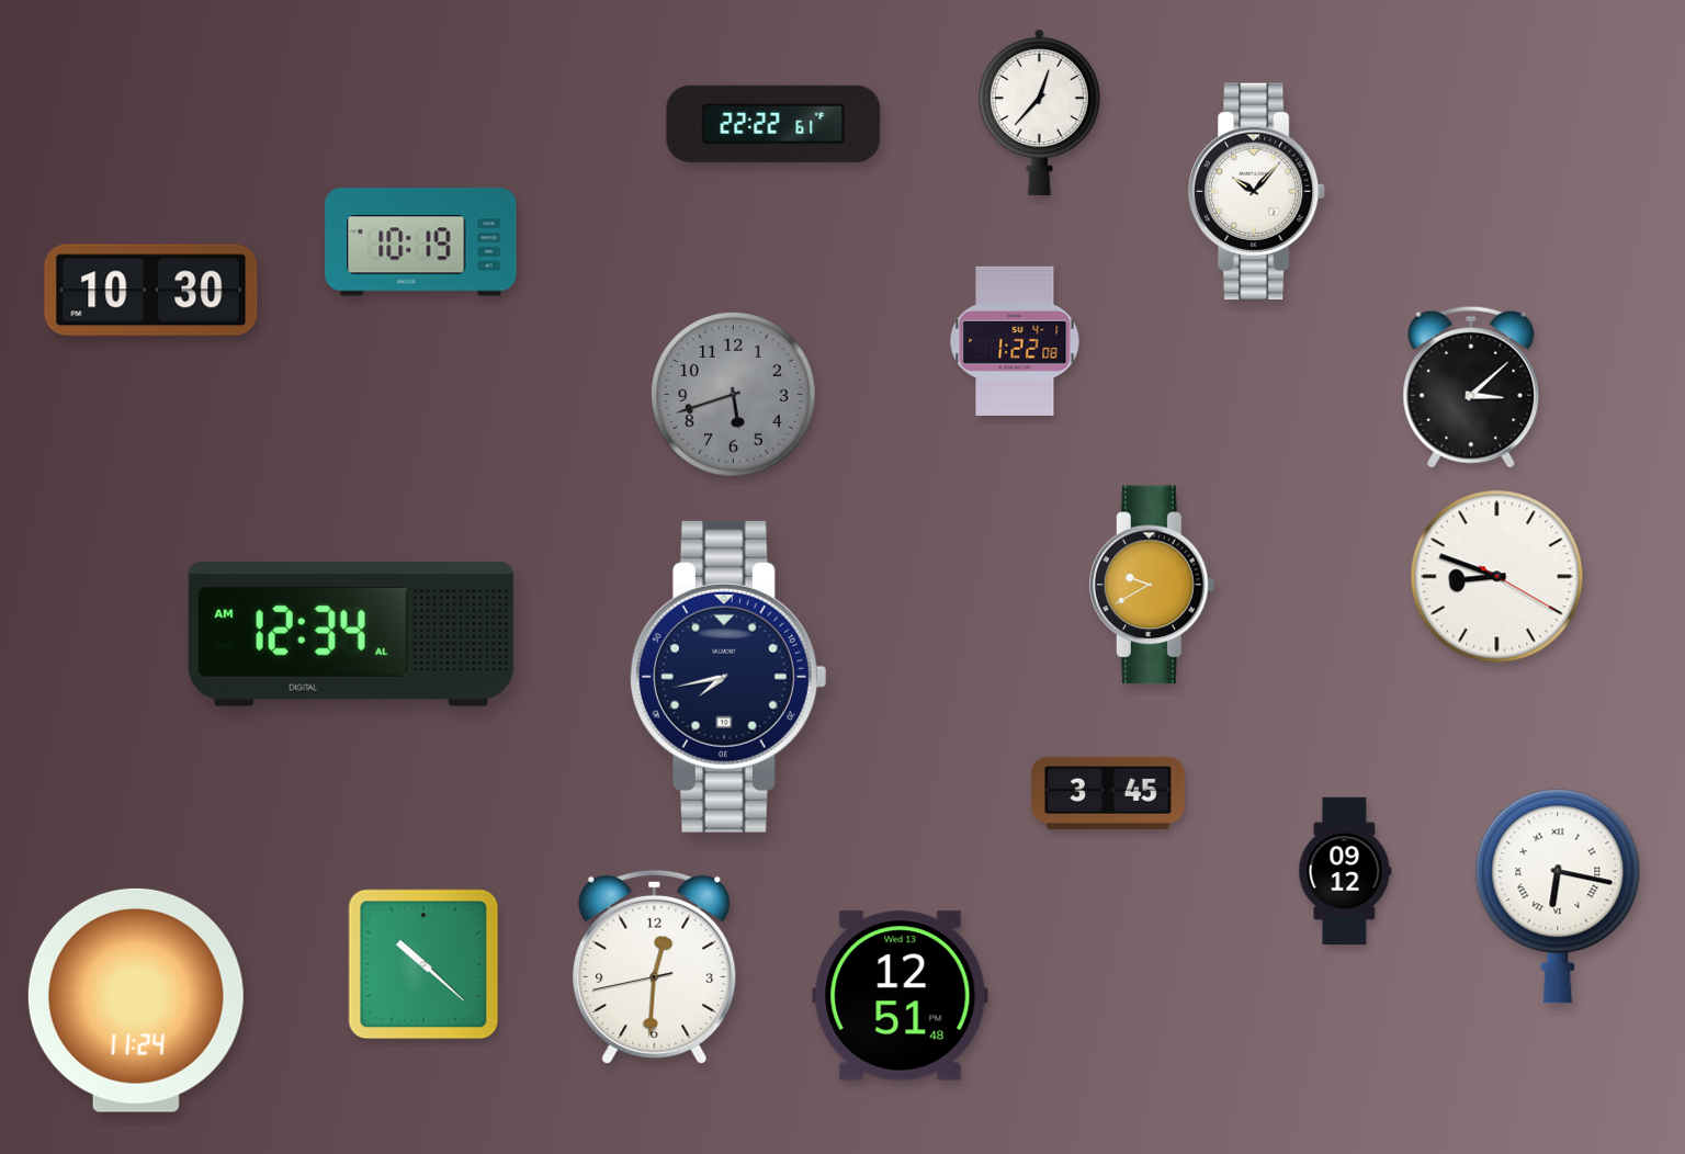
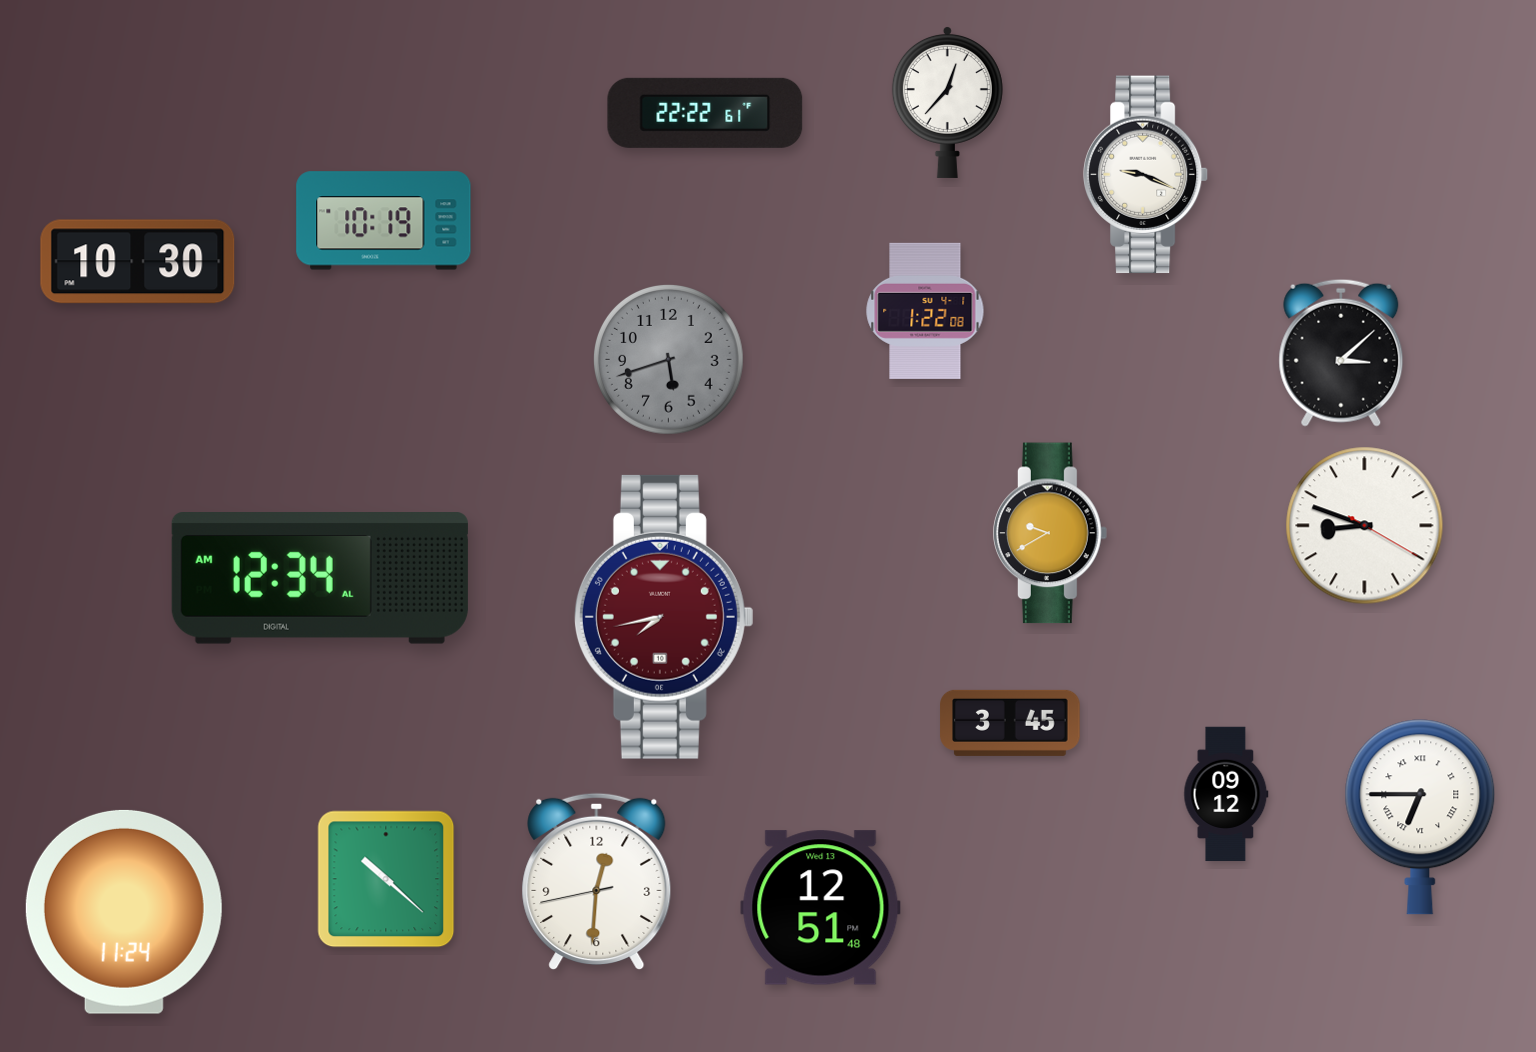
clock at (1257, 192): 10:07 -> 9:19
clock at (151, 291) position: (151, 291) -> (138, 262)
clock at (728, 677) dial: navy -> burgundy
clock at (1558, 896): 6:17 -> 6:45
